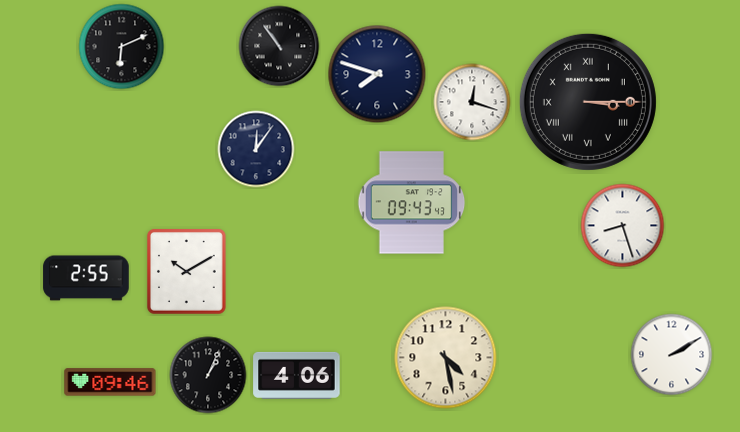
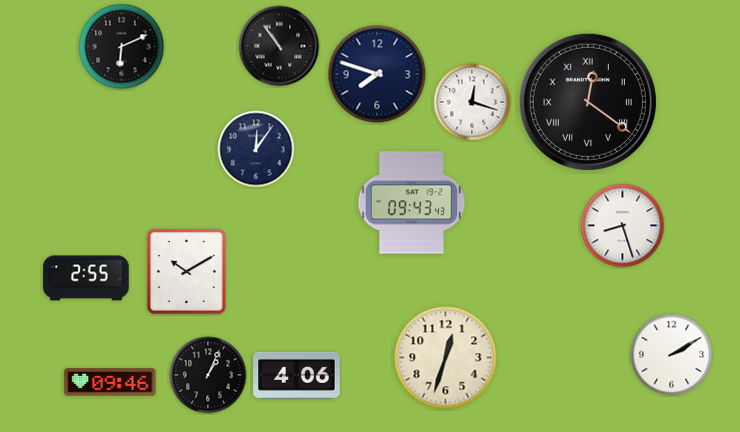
clock at (588, 102): 3:15 -> 12:21
clock at (446, 358): 4:28 -> 12:33
